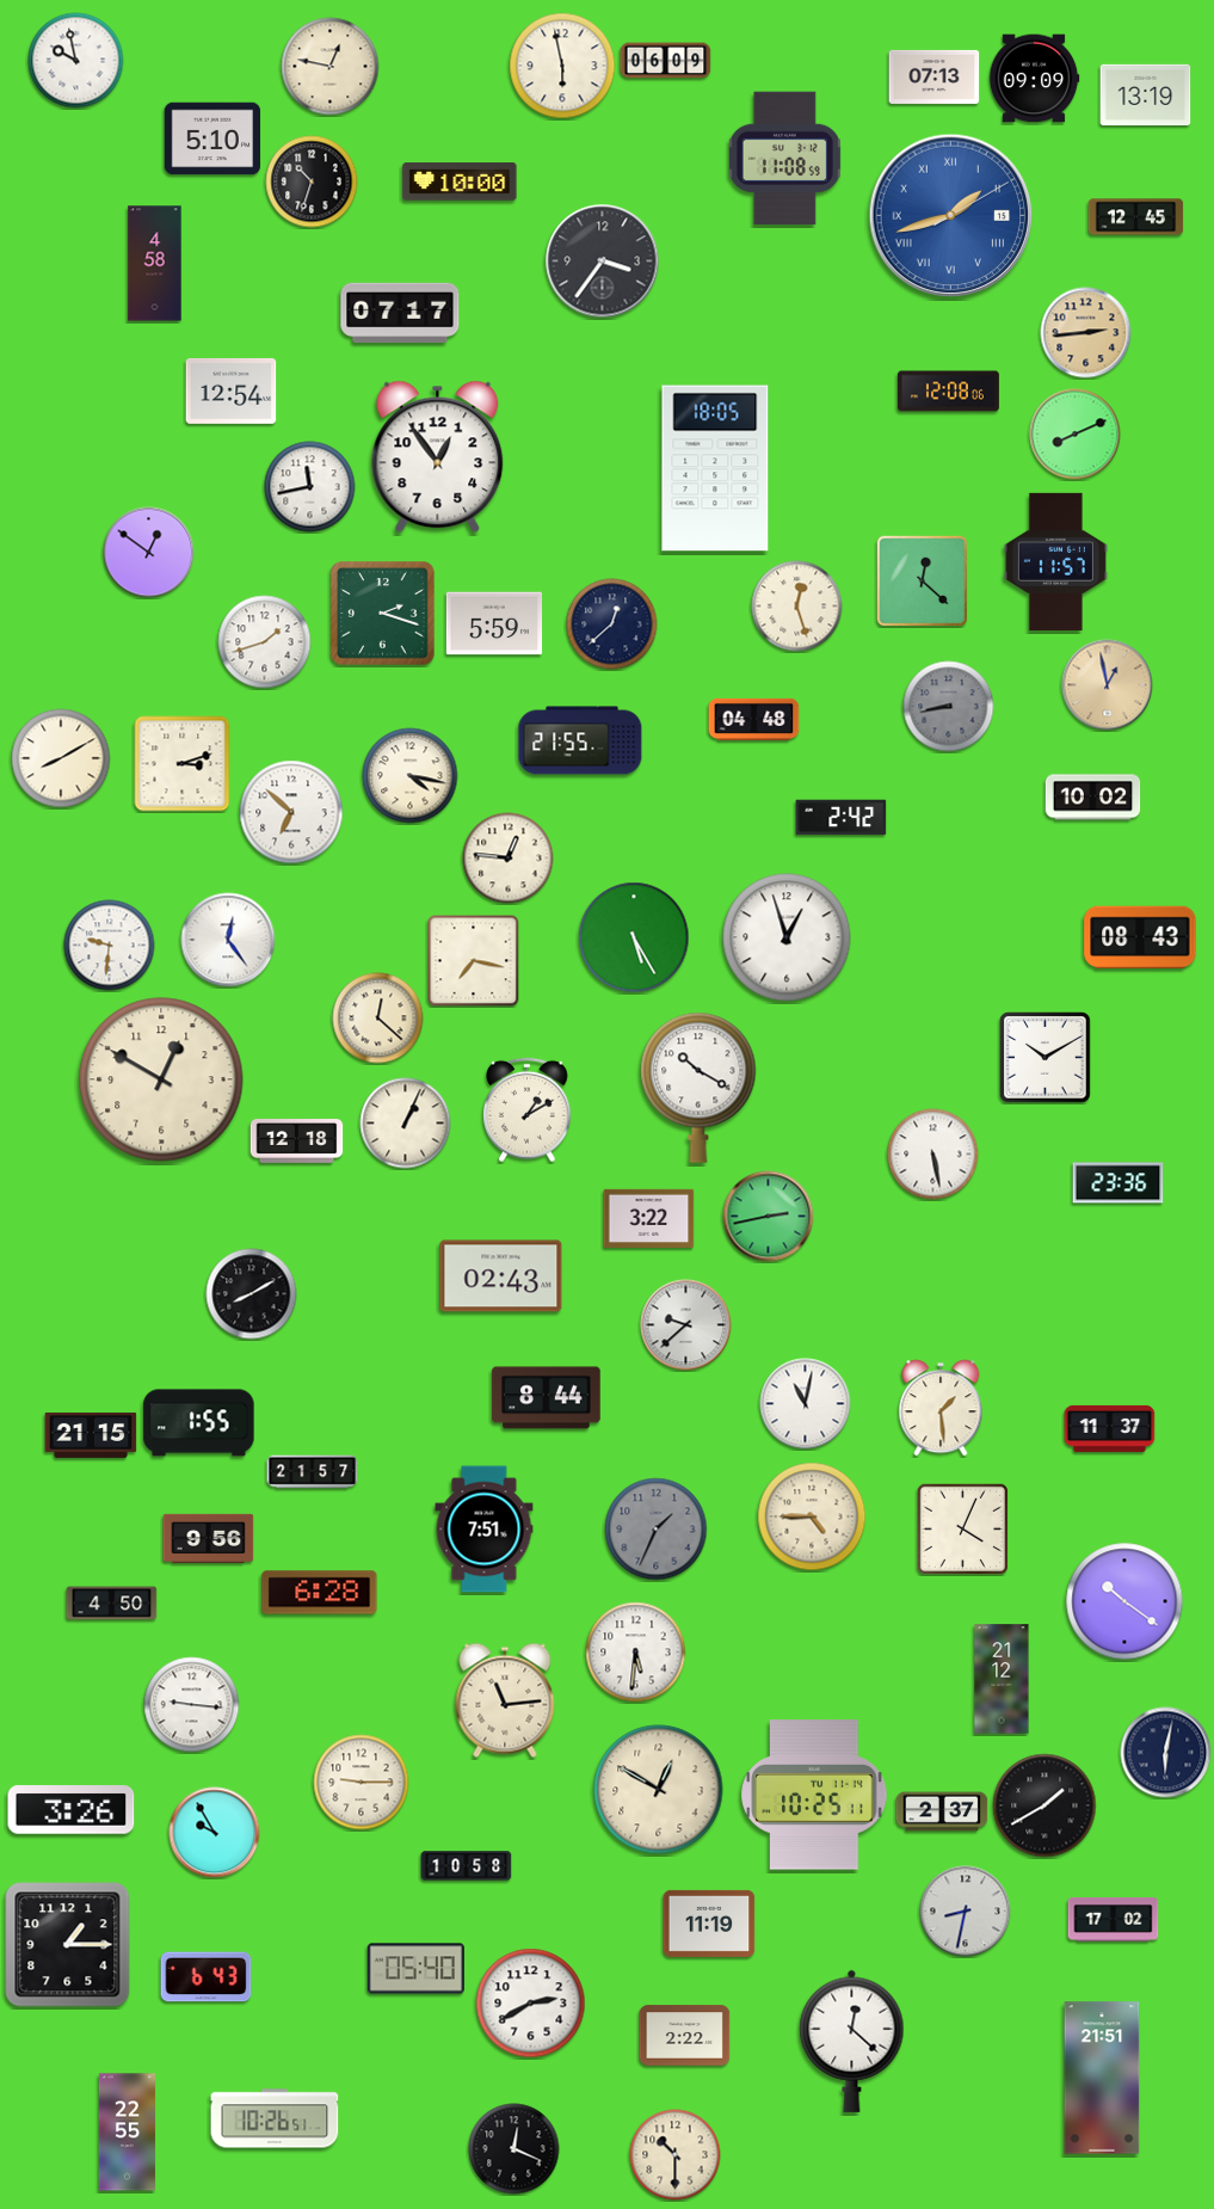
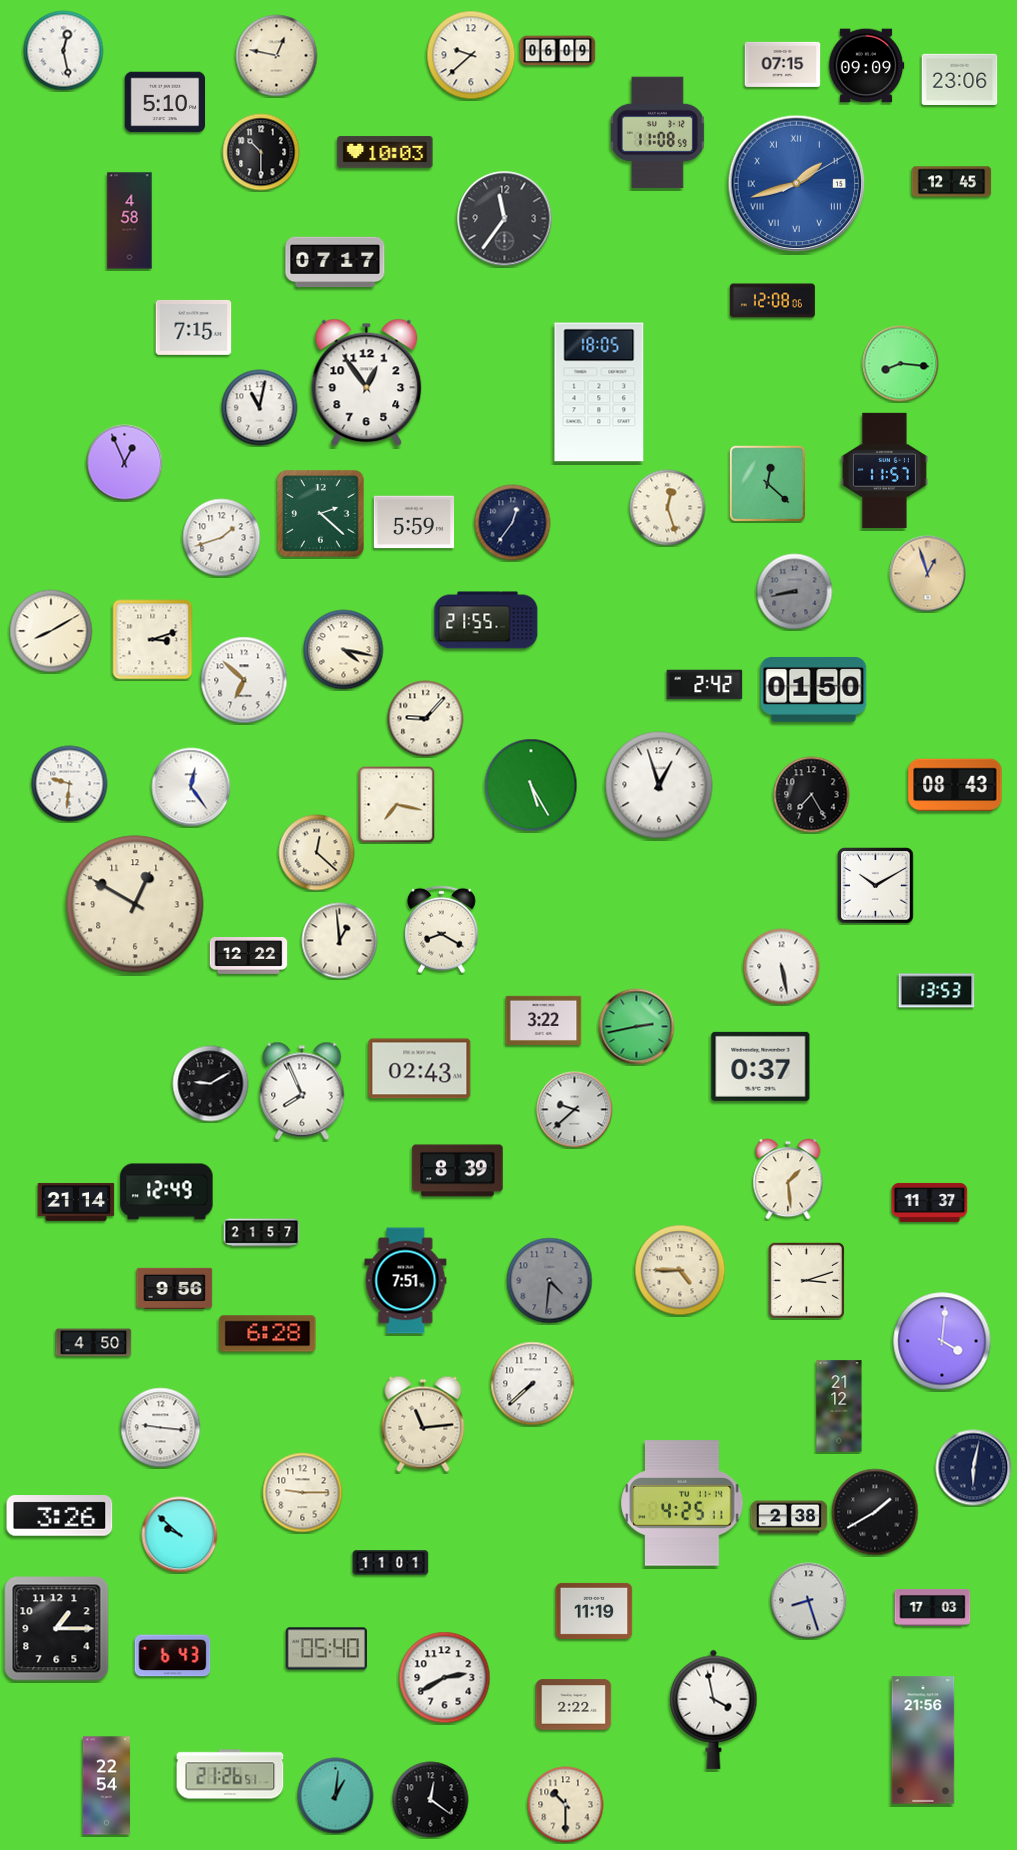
clock at (76, 61): 9:58 -> 12:28
clock at (562, 66): 5:58 -> 9:38
clock at (935, 76): 07:13 -> 07:15
clock at (1146, 94): 13:19 -> 23:06
clock at (212, 139) position: (212, 139) -> (165, 102)
clock at (312, 181): 10:33 -> 10:30
clock at (460, 181): 10:00 -> 10:03
clock at (951, 216) position: (951, 216) -> (797, 184)
clock at (603, 261): 3:36 -> 11:36
clock at (1086, 333): 2:44 -> none
clock at (232, 390): 12:54 -> 7:15
clock at (948, 392) position: (948, 392) -> (772, 301)
clock at (1076, 435): 8:11 -> 8:16
clock at (310, 487): 11:43 -> 11:02
clock at (149, 553): 12:51 -> 12:56
clock at (922, 580) position: (922, 580) -> (767, 483)
clock at (383, 614): 2:18 -> 2:22
clock at (612, 624): 12:38 -> 12:36
clock at (1108, 685): 12:58 -> 12:57
clock at (754, 719): 04:48 -> none
clock at (61, 758) position: (61, 758) -> (51, 631)
clock at (1093, 798): 10:02 -> none
clock at (814, 689): none -> 01:50
clock at (509, 859): 12:46 -> 9:07
clock at (110, 946) position: (110, 946) -> (70, 784)
clock at (812, 795): none -> 7:25
clock at (698, 1088): 10:20 -> none
clock at (528, 1110): 1:10 -> 8:20
clock at (406, 1124): 1:04 -> 12:59
clock at (297, 1142): 12:18 -> 12:22
clock at (1119, 1183): 23:36 -> 13:53
clock at (769, 1217) position: (769, 1217) -> (637, 1027)
clock at (761, 1066): none -> 0:37
clock at (252, 1294): 8:10 -> 9:10
clock at (302, 1091): none -> 7:56
clock at (547, 1398): 8:44 -> 8:39
clock at (806, 1404): 11:02 -> none
clock at (199, 1423): 1:55 -> 12:49
clock at (1110, 1428) position: (1110, 1428) -> (930, 1202)
clock at (91, 1435): 21:15 -> 21:14
clock at (962, 1528): 4:04 -> 3:12
clock at (657, 1530): 1:34 -> 4:31
clock at (1124, 1601): 10:21 -> 4:01
clock at (636, 1653): 5:31 -> 7:38
clock at (1166, 1753) position: (1166, 1753) -> (974, 1468)
clock at (659, 1790): 12:50 -> none
clock at (814, 1795): 10:25 -> 4:25
clock at (942, 1811): 2:37 -> 2:38
clock at (215, 1833): 9:55 -> 9:52
clock at (467, 1866): 10:58 -> 11:01
clock at (966, 1912): 8:32 -> 8:27
clock at (1114, 1920): 17:02 -> 17:03
clock at (415, 1969) position: (415, 1969) -> (326, 1649)
clock at (852, 2041): 12:22 -> 3:58
clock at (1102, 2078): 21:51 -> 21:56
clock at (275, 2118): 10:26 -> 21:26
clock at (127, 2133): 22:55 -> 22:54
clock at (336, 1796): none -> 1:01
clock at (514, 2149): 12:19 -> 12:21
